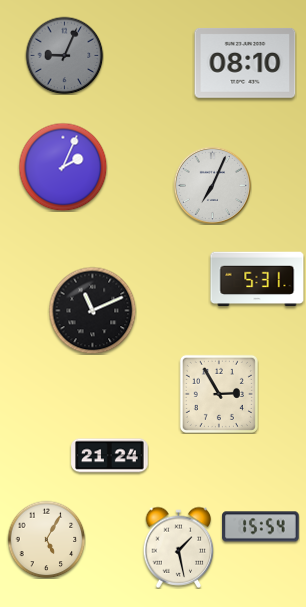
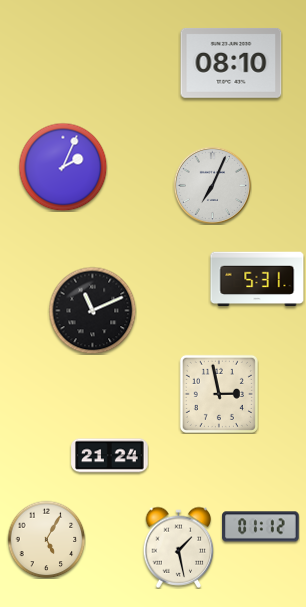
clock at (64, 55): 9:04 -> none
clock at (245, 63) position: (245, 63) -> (231, 63)
clock at (219, 394): 2:55 -> 2:58
clock at (261, 527): 15:54 -> 01:12
